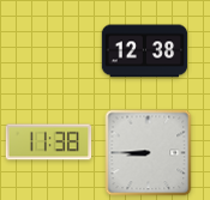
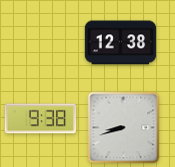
clock at (49, 143): 11:38 -> 9:38
clock at (149, 153): 8:45 -> 8:42
